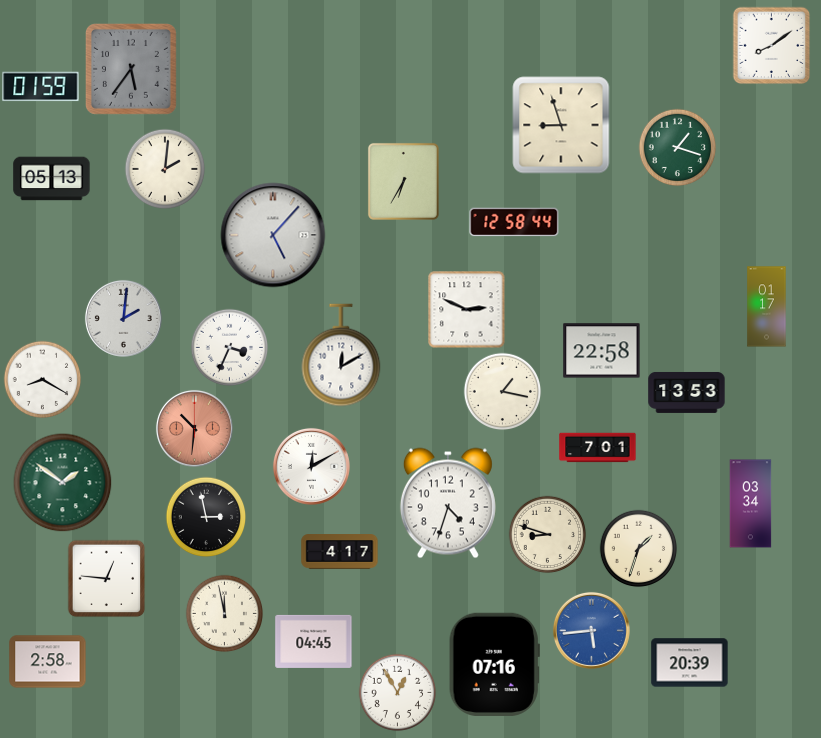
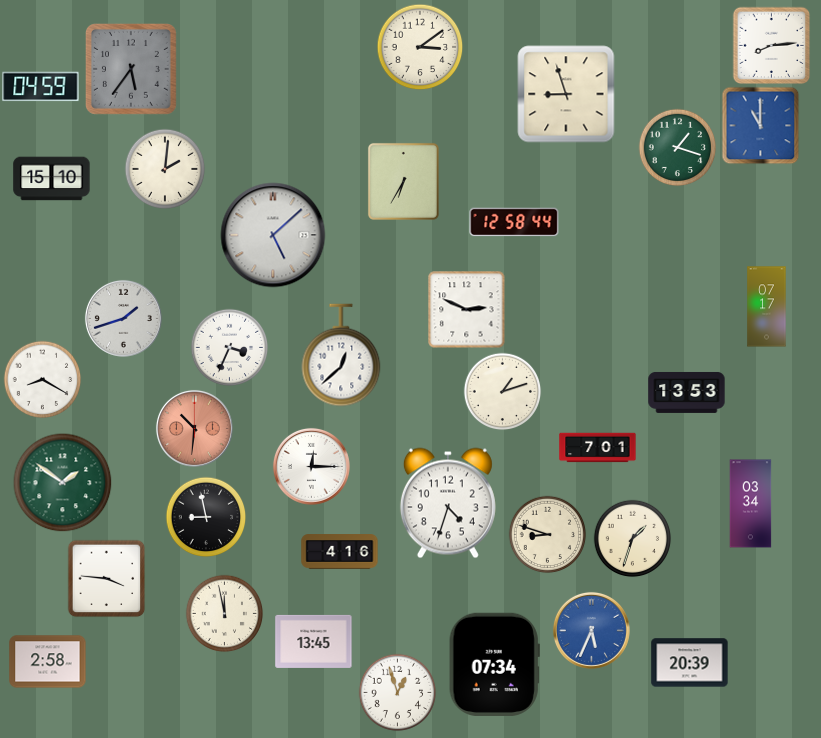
clock at (771, 45): 8:09 -> 8:14
clock at (420, 47): none -> 3:09
clock at (41, 87): 01:59 -> 04:59
clock at (561, 125) position: (561, 125) -> (566, 94)
clock at (760, 125): none -> 11:00
clock at (52, 179): 05:13 -> 15:10
clock at (273, 235): 5:07 -> 5:08
clock at (767, 307): 01:17 -> 07:17
clock at (123, 318): 2:01 -> 1:42
clock at (602, 351): 22:58 -> none
clock at (341, 355): 12:10 -> 12:38
clock at (502, 391): 1:17 -> 1:12
clock at (311, 466): 12:10 -> 12:15
clock at (206, 517): 2:58 -> 8:58
clock at (638, 548) position: (638, 548) -> (632, 538)
clock at (340, 552): 4:17 -> 4:16
clock at (106, 578): 12:46 -> 3:46
clock at (591, 630): 5:44 -> 5:34
clock at (314, 641): 04:45 -> 13:45
clock at (494, 664): 07:16 -> 07:34
clock at (397, 692): 12:55 -> 12:57
